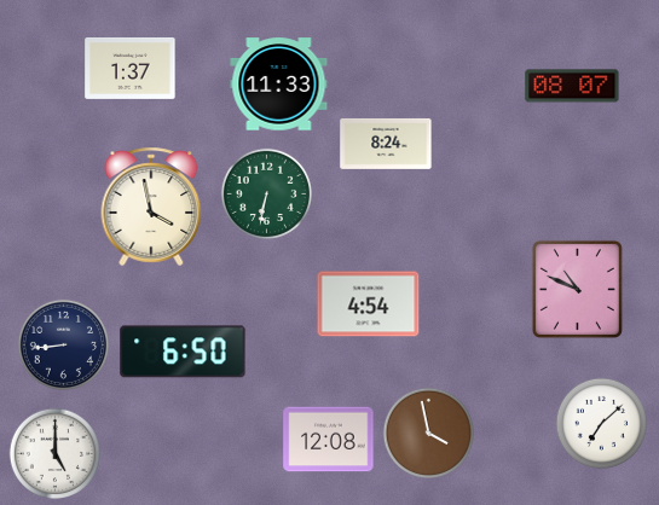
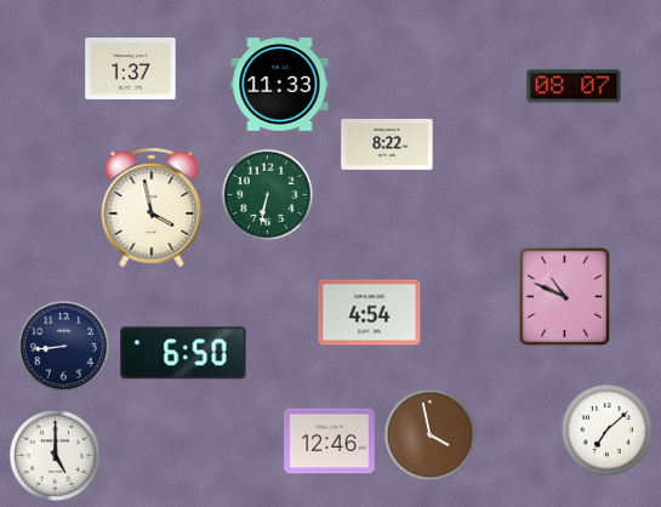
clock at (386, 144): 8:24 -> 8:22
clock at (577, 289) position: (577, 289) -> (564, 296)
clock at (369, 304) position: (369, 304) -> (370, 313)
clock at (601, 423) position: (601, 423) -> (606, 429)
clock at (329, 440): 12:08 -> 12:46
